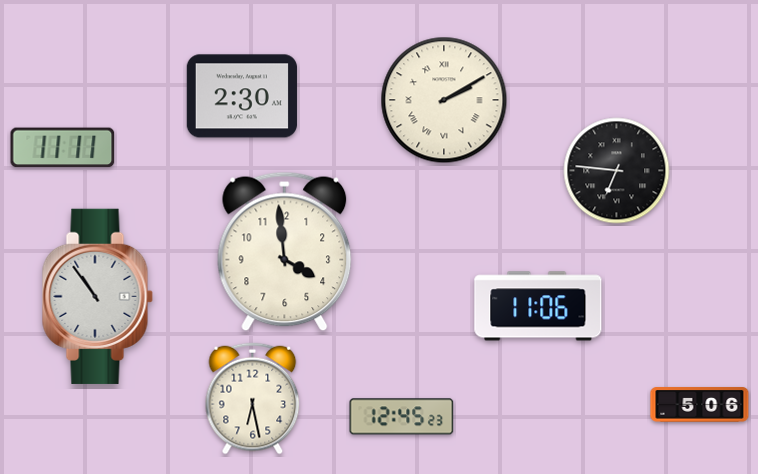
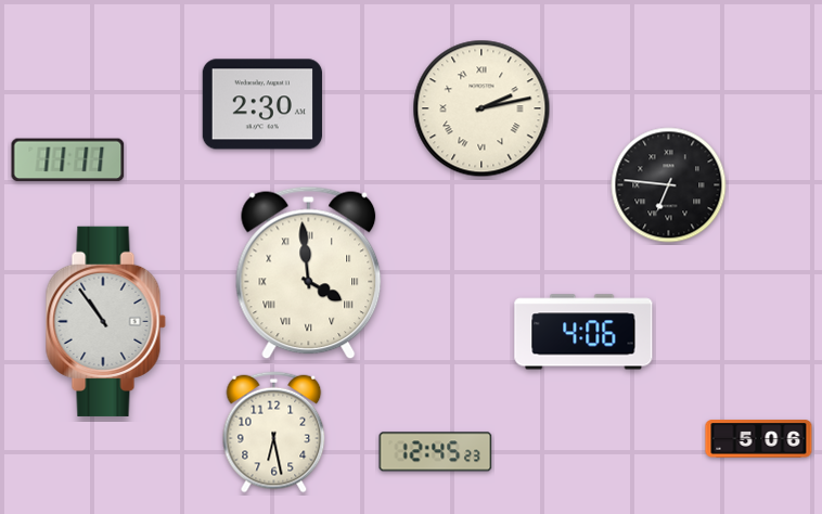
clock at (444, 100): 2:10 -> 2:13
clock at (285, 252) numerals: Arabic -> Roman
clock at (538, 306): 11:06 -> 4:06
